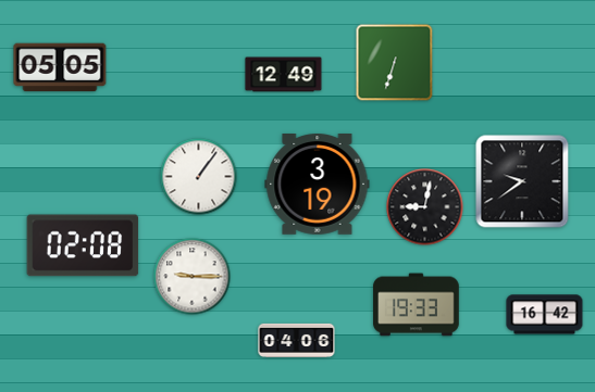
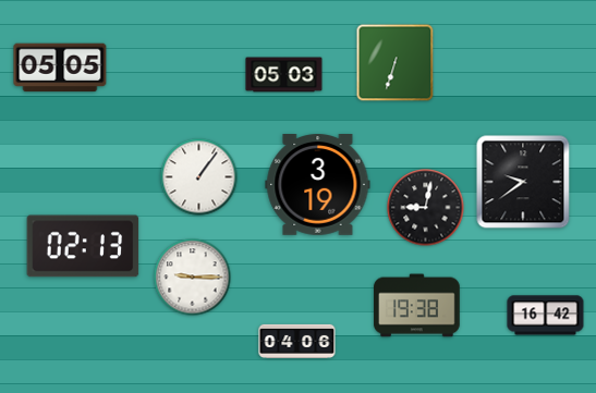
clock at (284, 75): 12:49 -> 05:03
clock at (83, 245): 02:08 -> 02:13
clock at (417, 305): 19:33 -> 19:38
